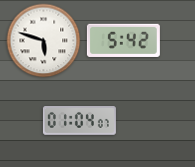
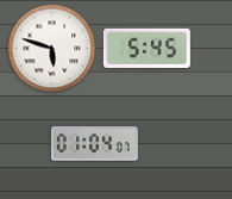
clock at (123, 40): 5:42 -> 5:45
